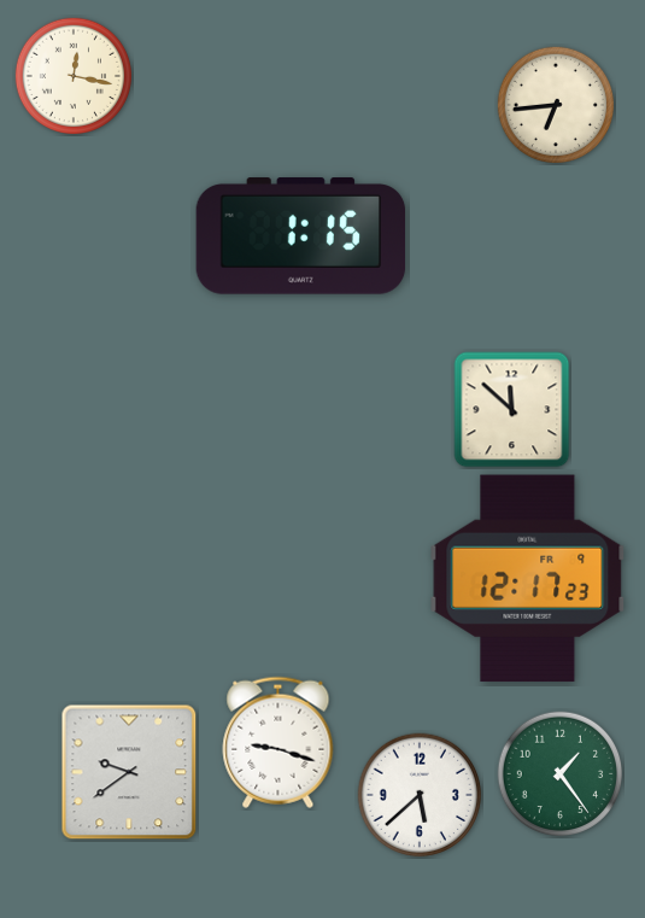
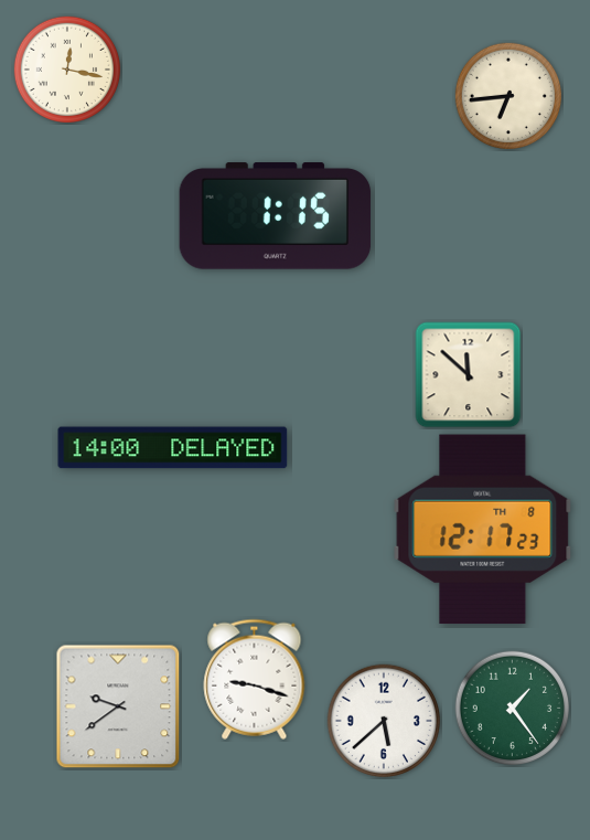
clock at (173, 448): none -> 14:00
clock at (528, 579) date: FR 9 -> TH 8
clock at (420, 795) position: (420, 795) -> (384, 721)
